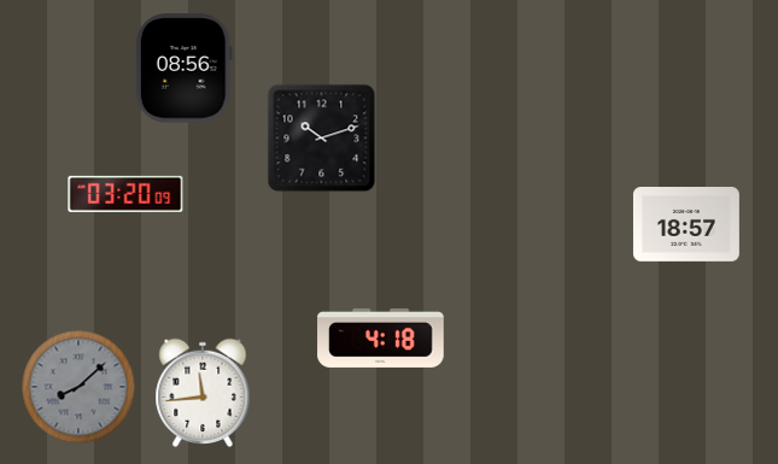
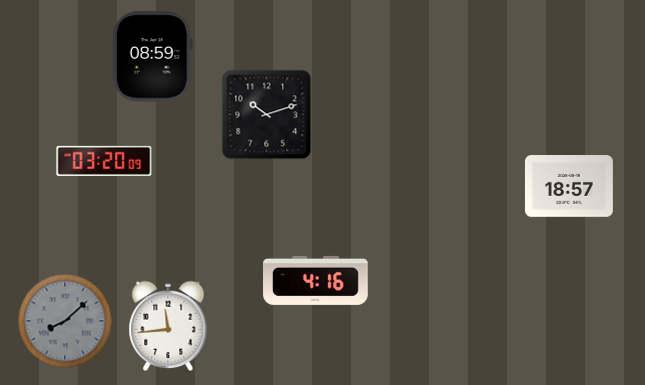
clock at (183, 69): 08:56 -> 08:59
clock at (381, 337): 4:18 -> 4:16
